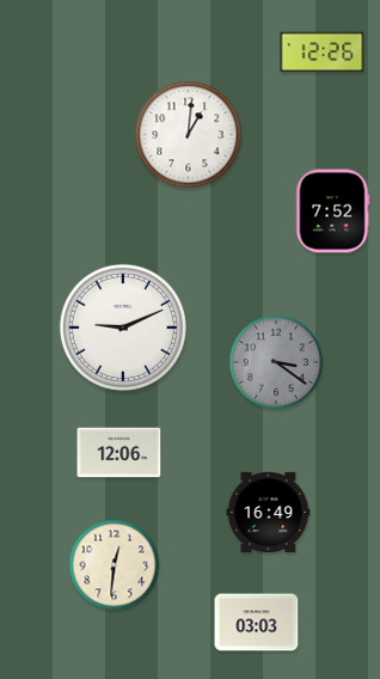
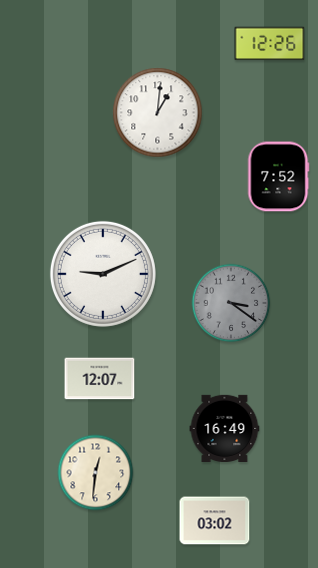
clock at (119, 453): 12:06 -> 12:07
clock at (257, 623): 03:03 -> 03:02
